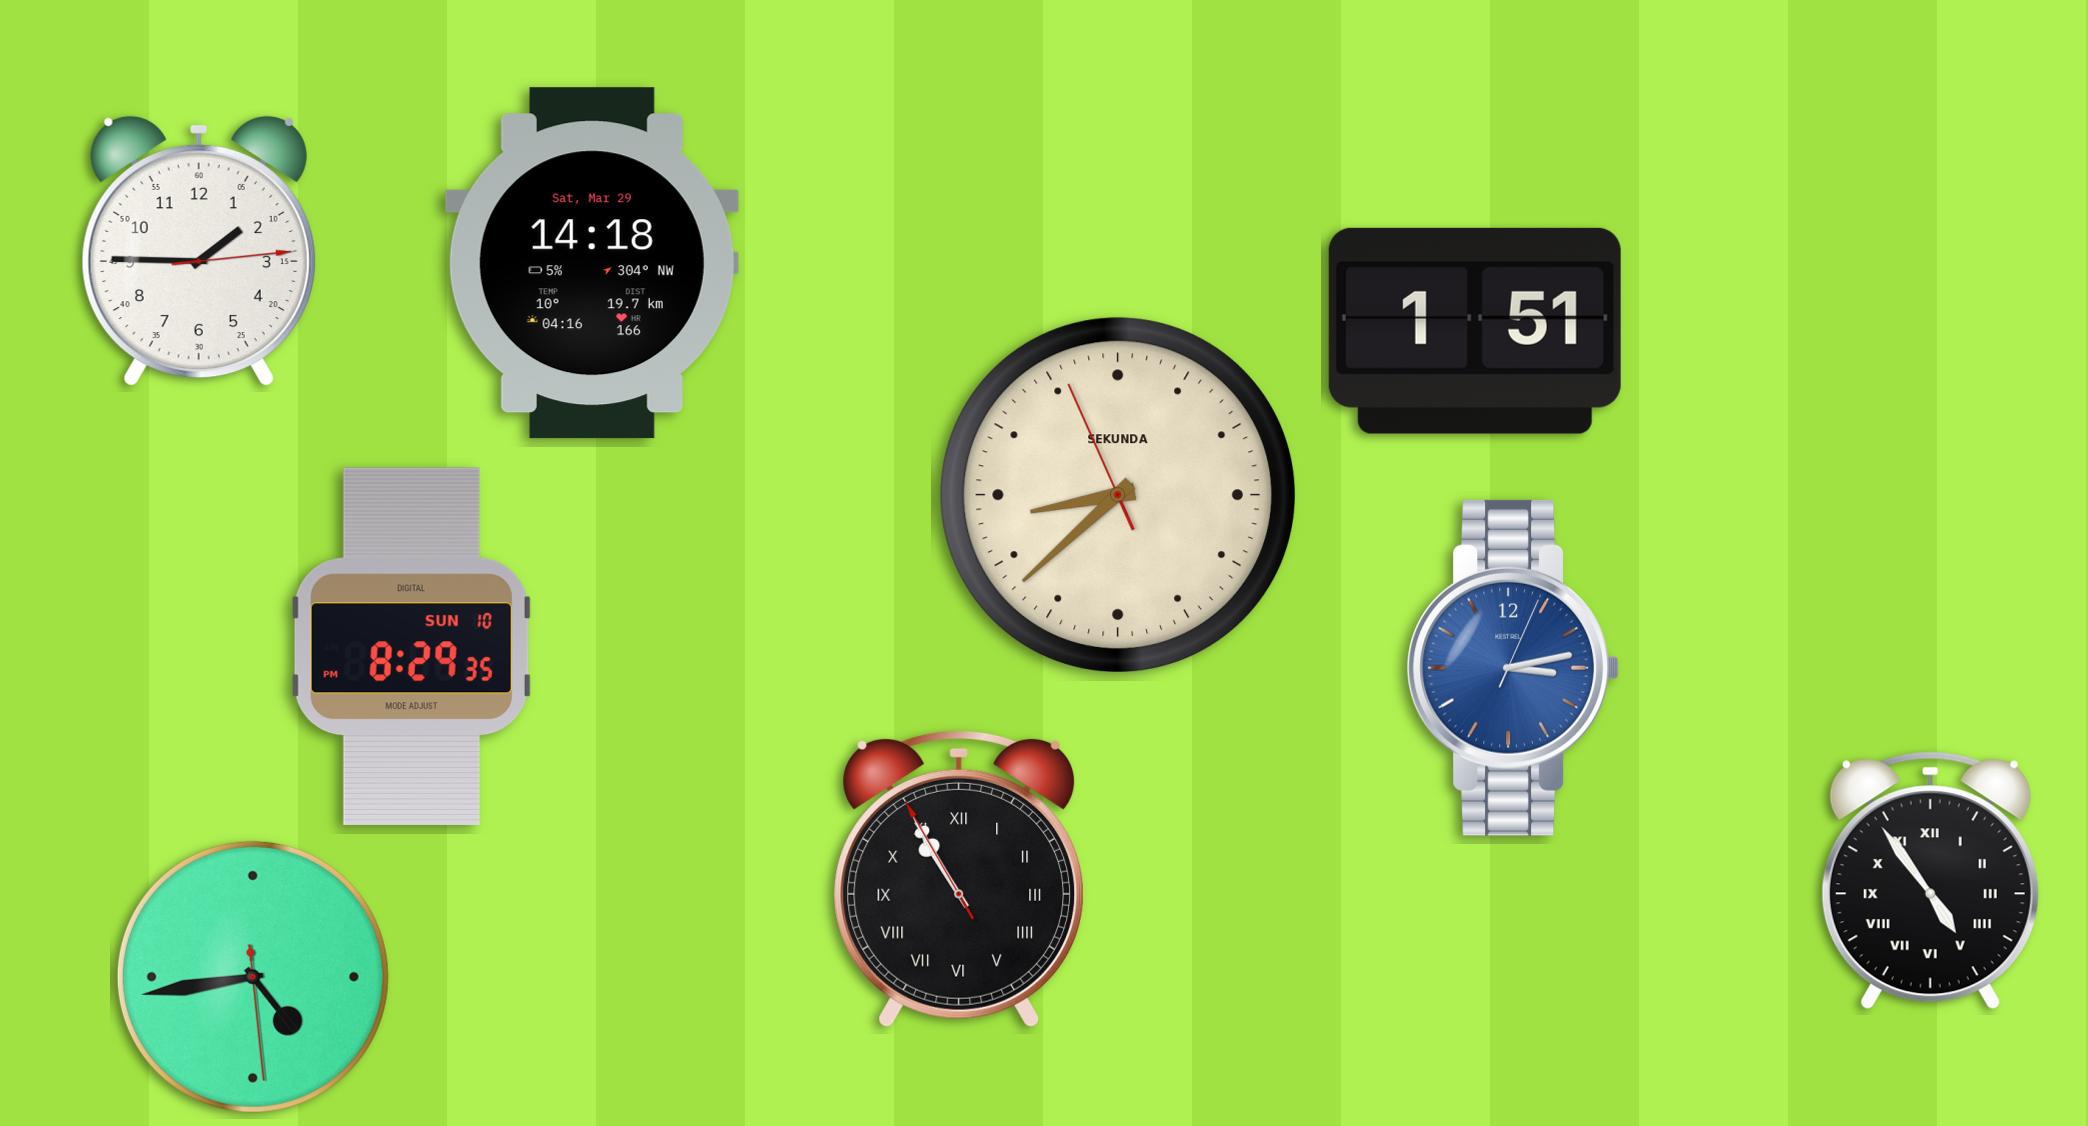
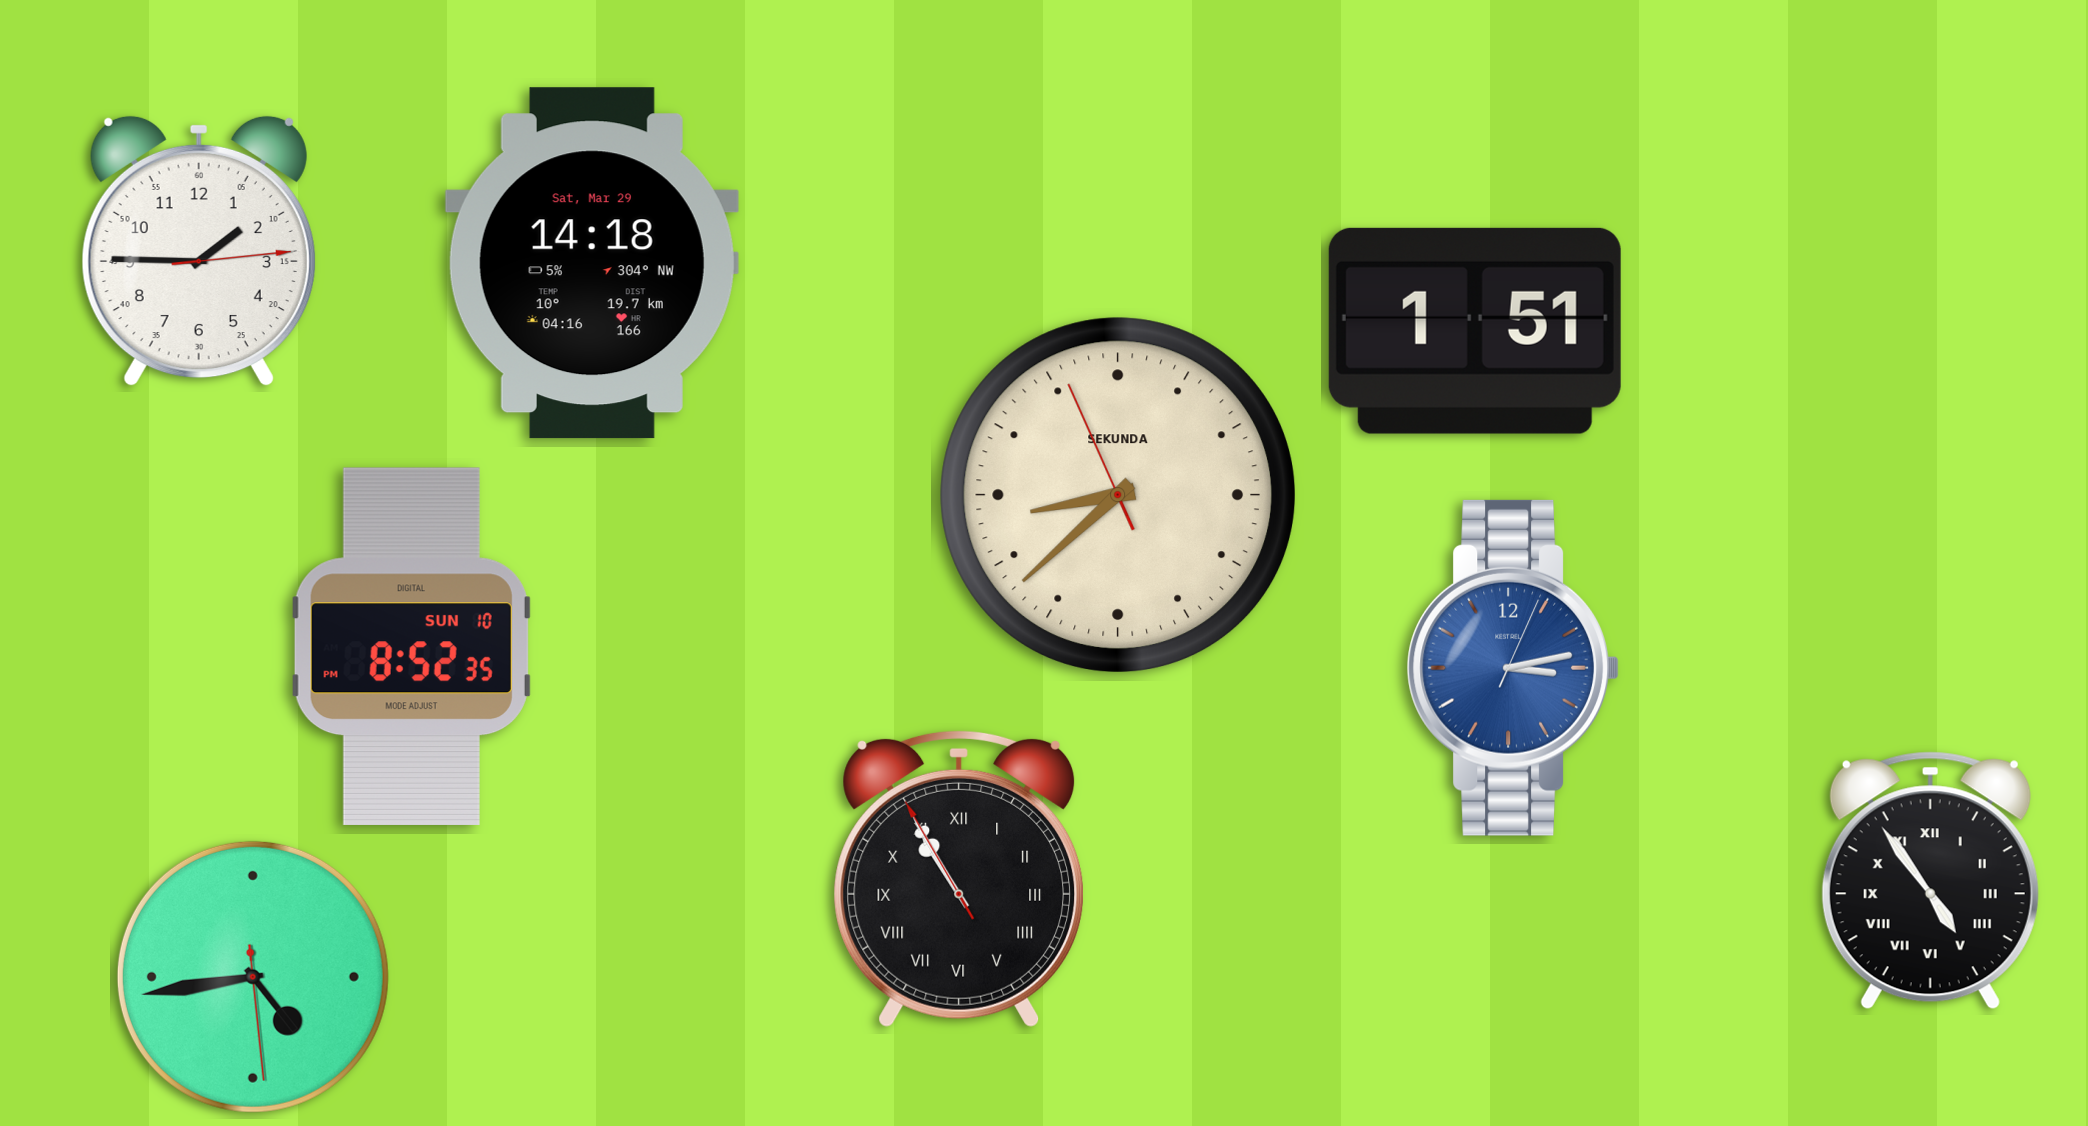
clock at (411, 646): 8:29 -> 8:52
